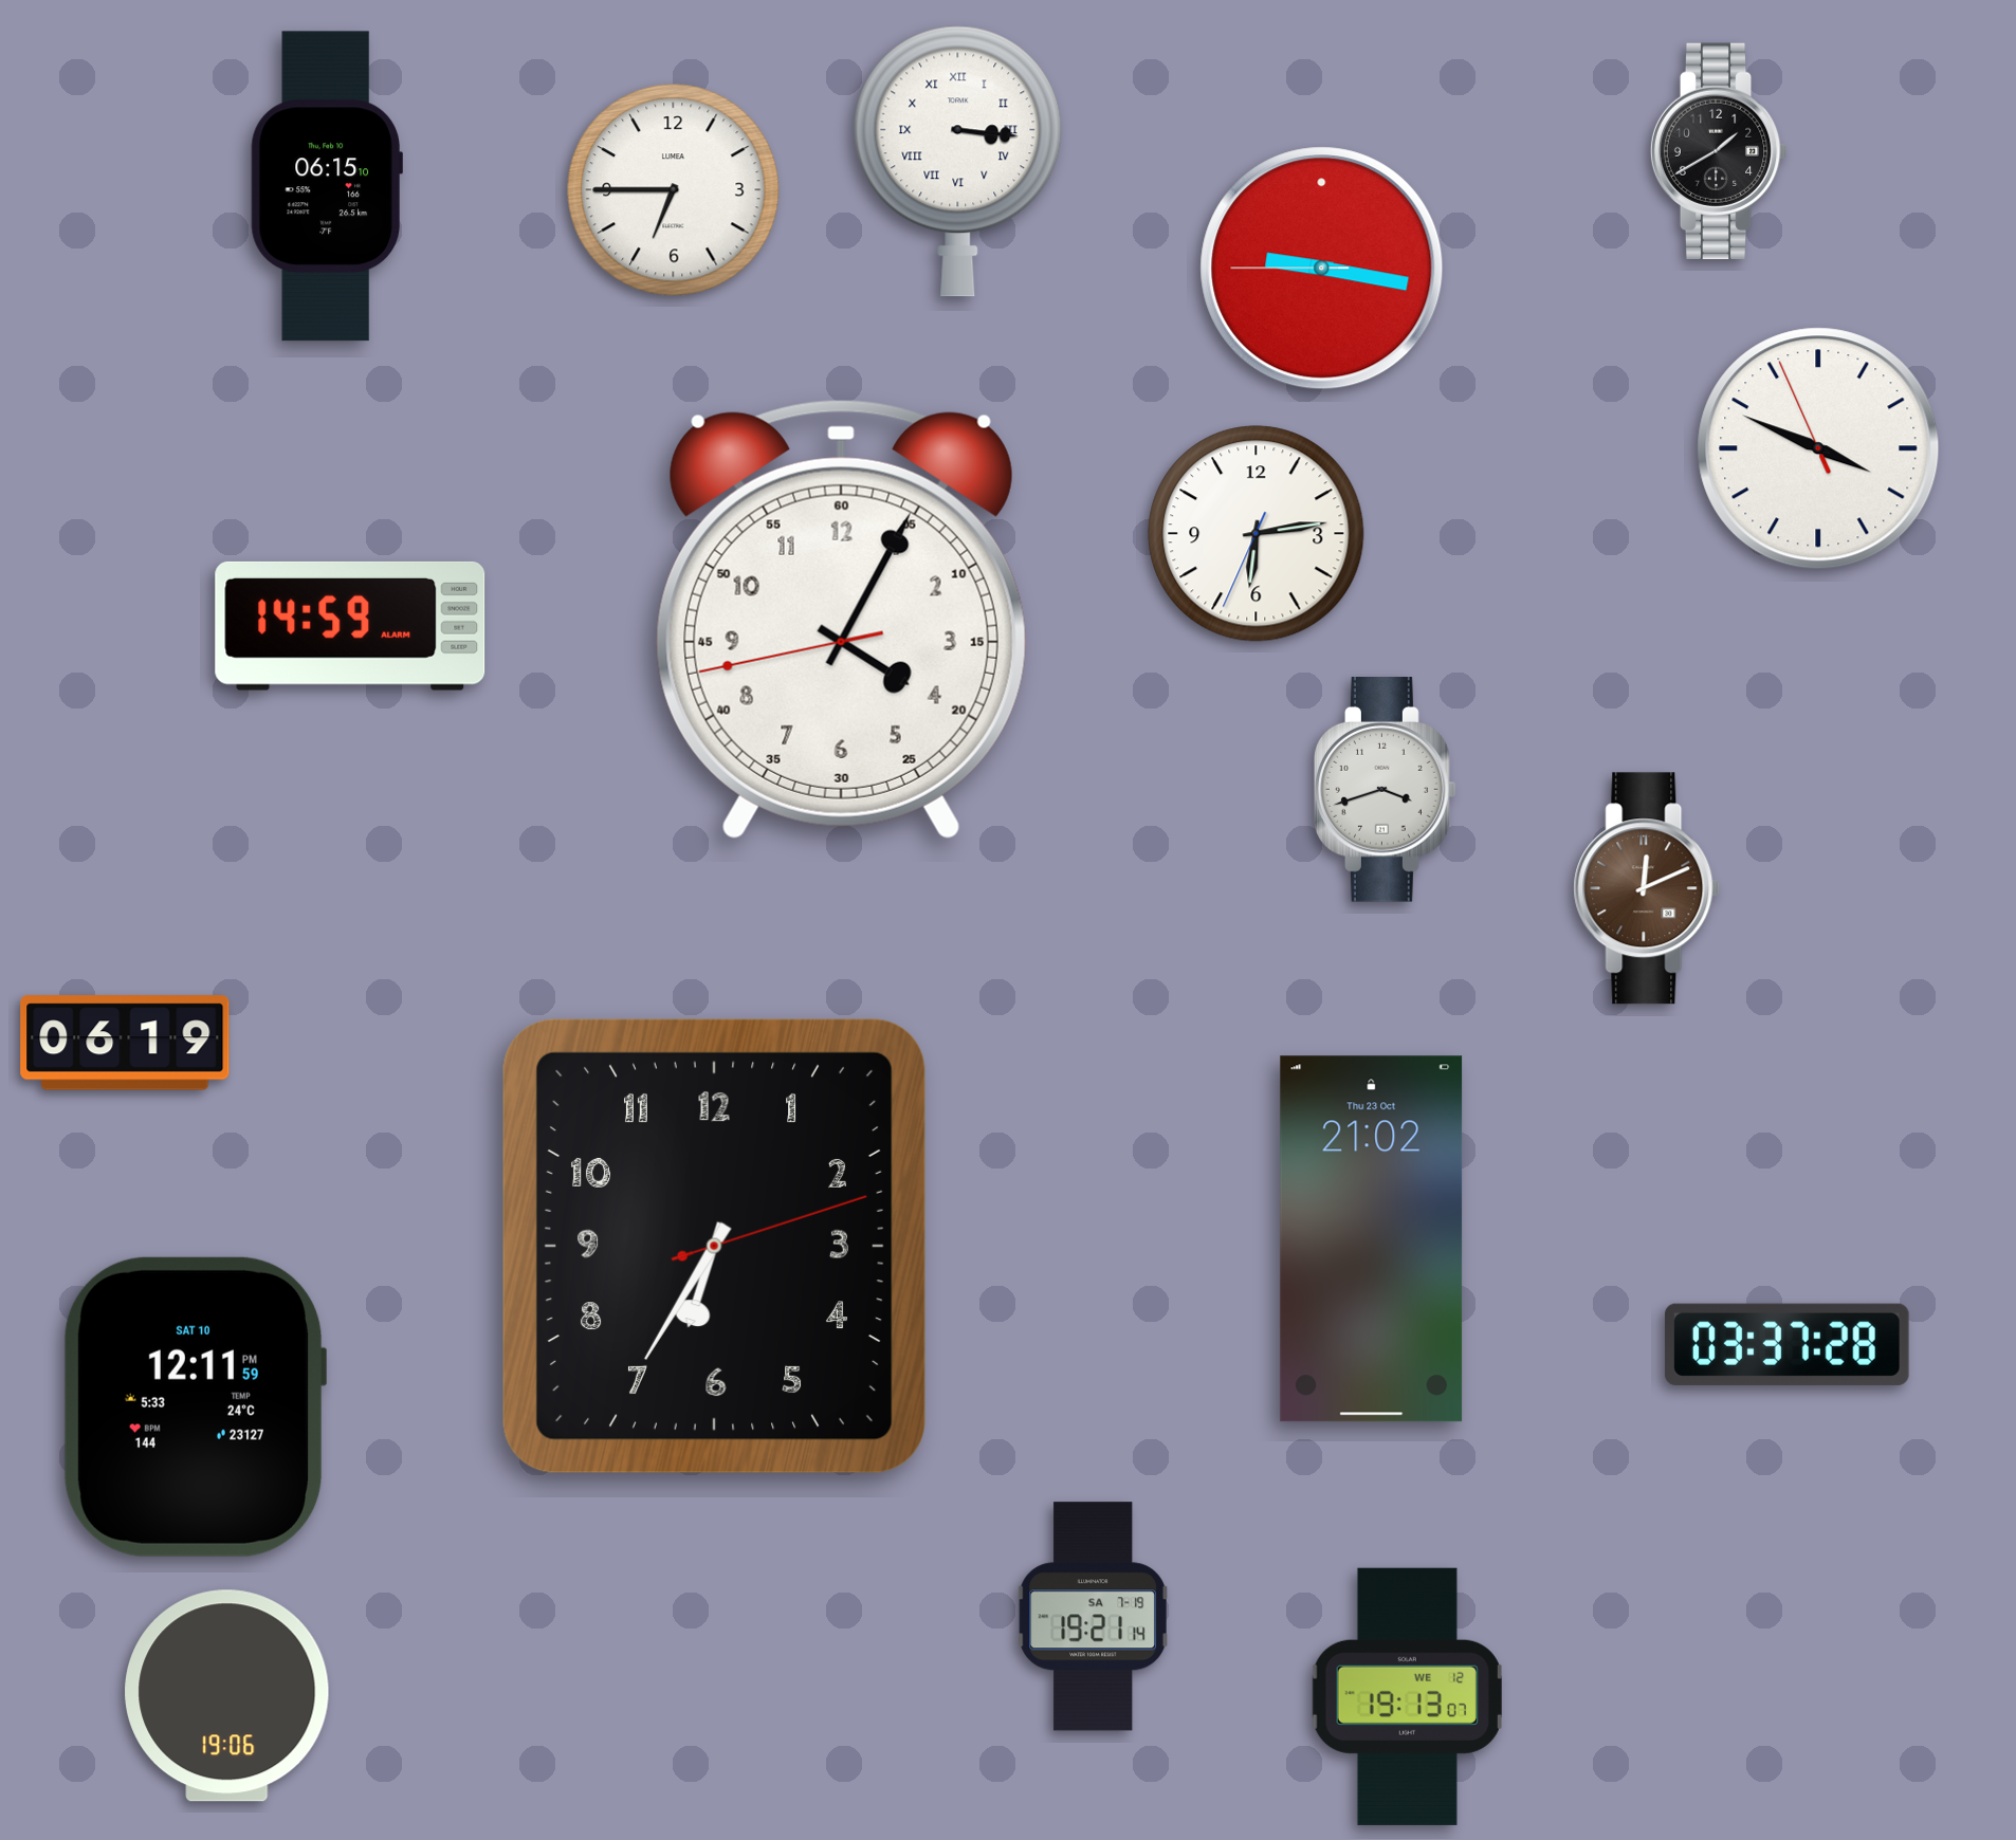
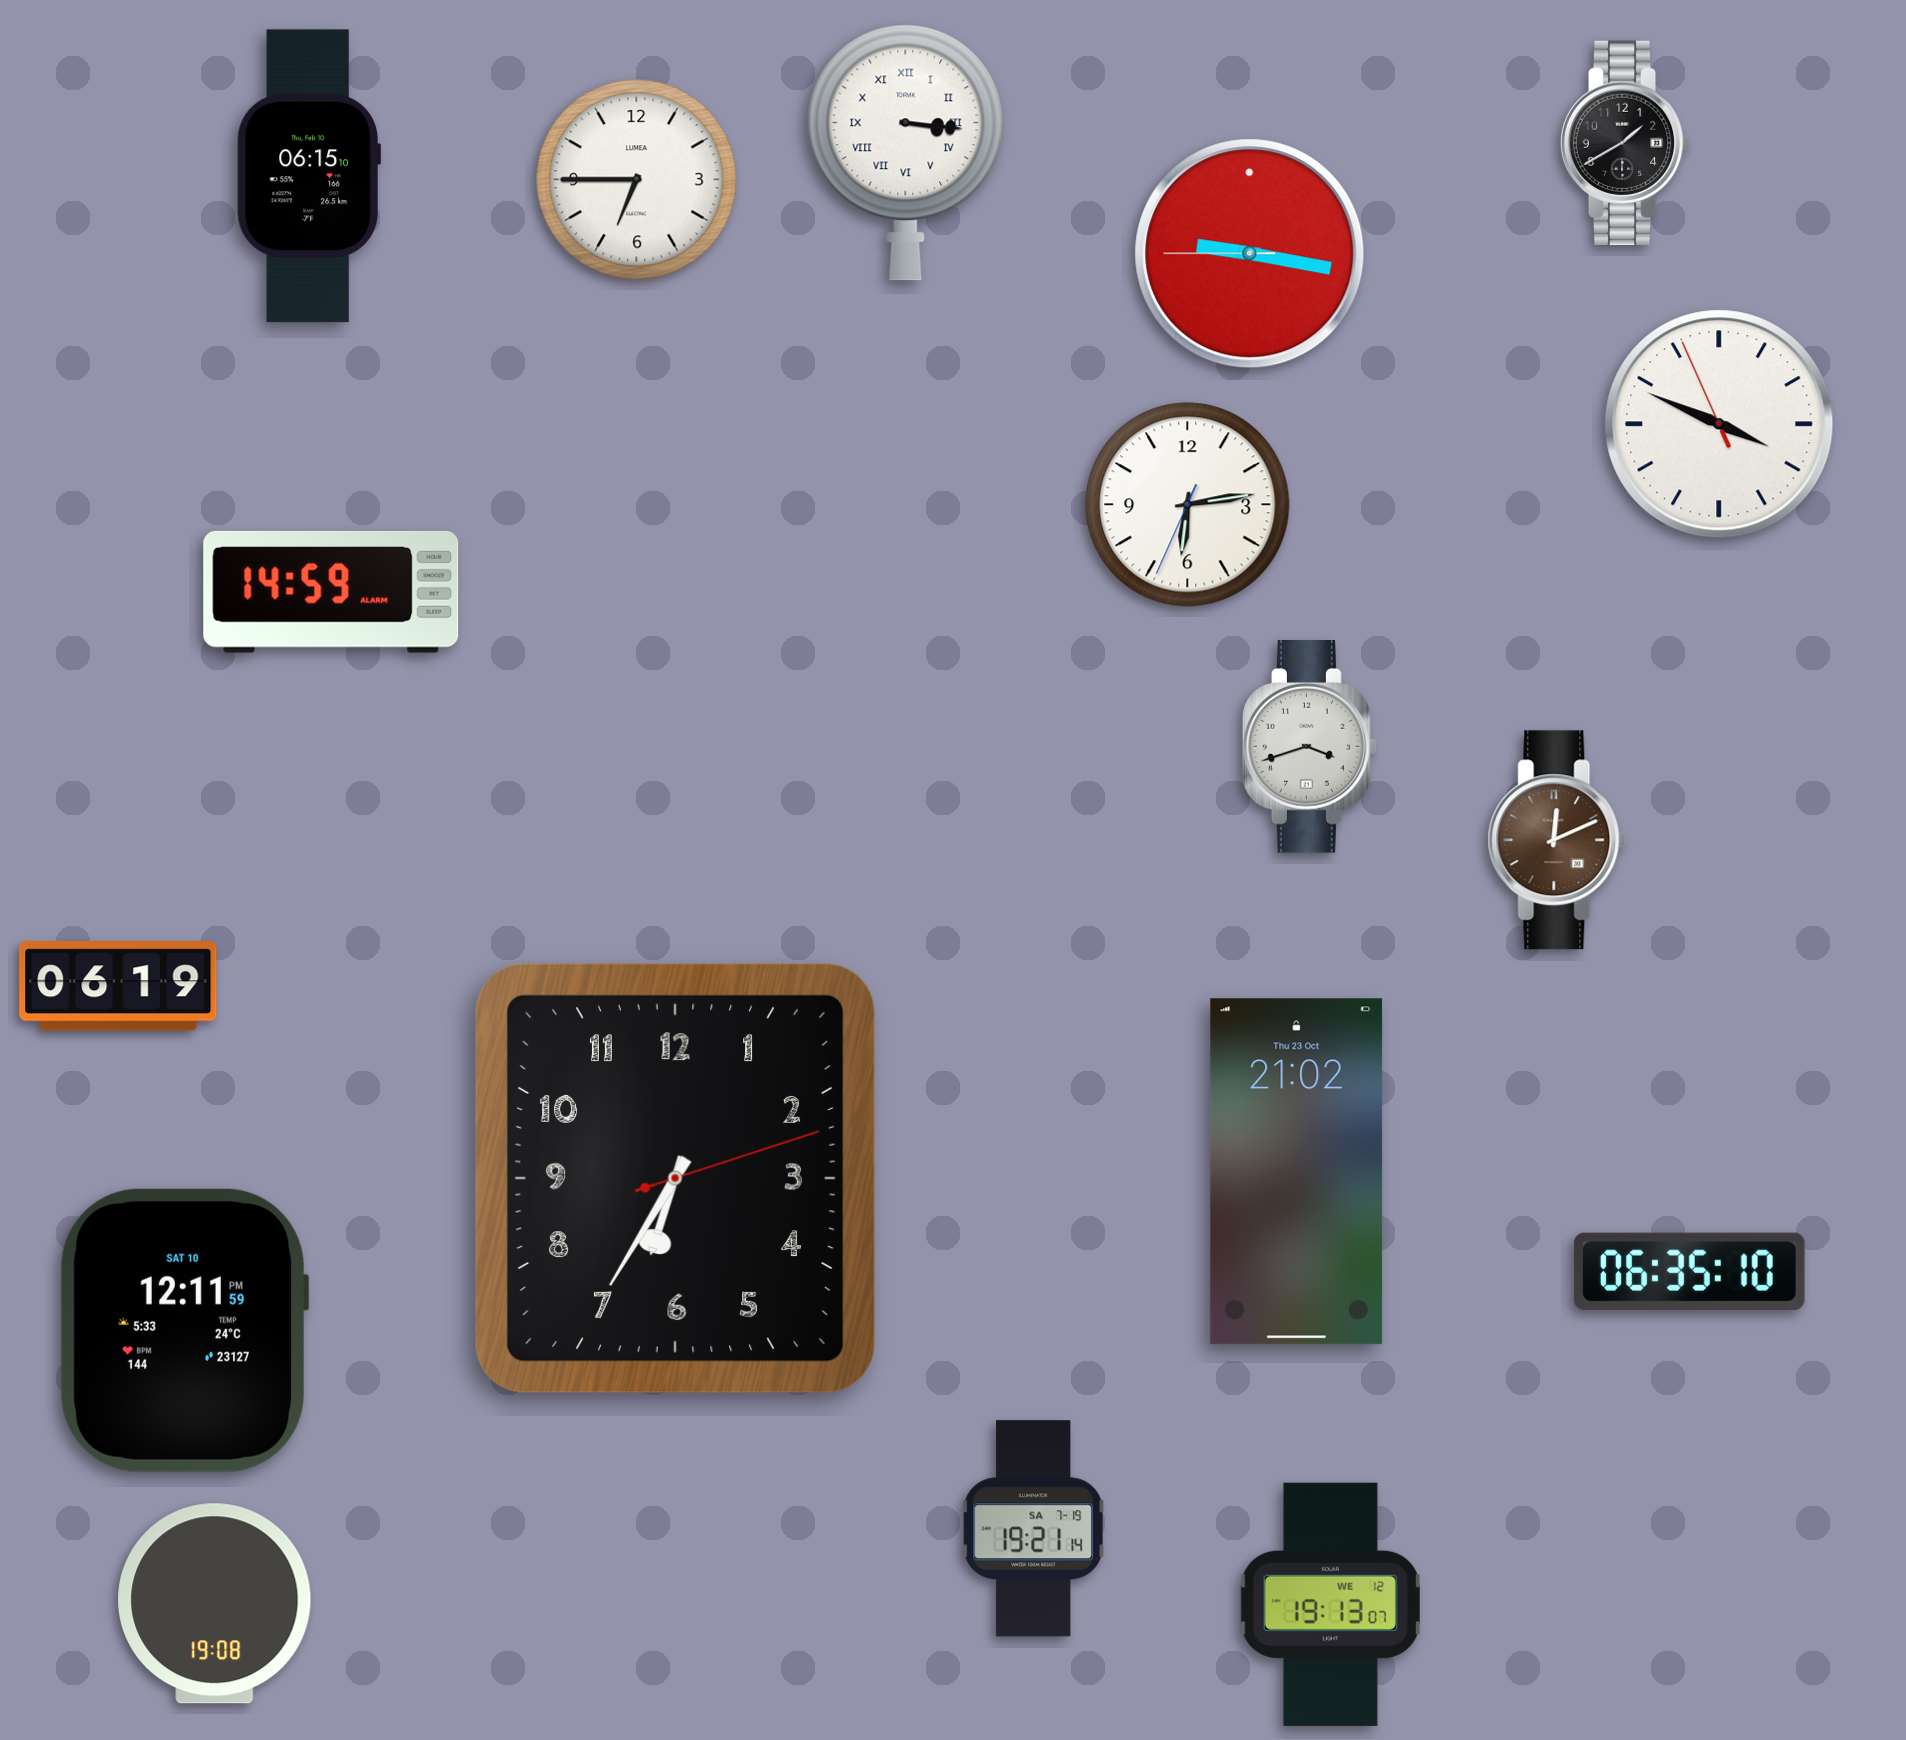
clock at (841, 619): 4:04 -> none
clock at (1788, 1344): 03:37 -> 06:35
clock at (227, 1696): 19:06 -> 19:08
